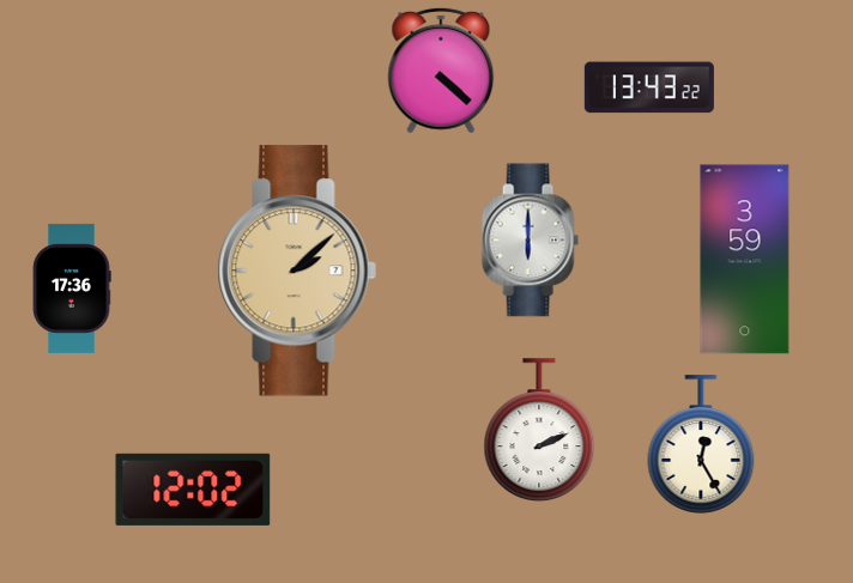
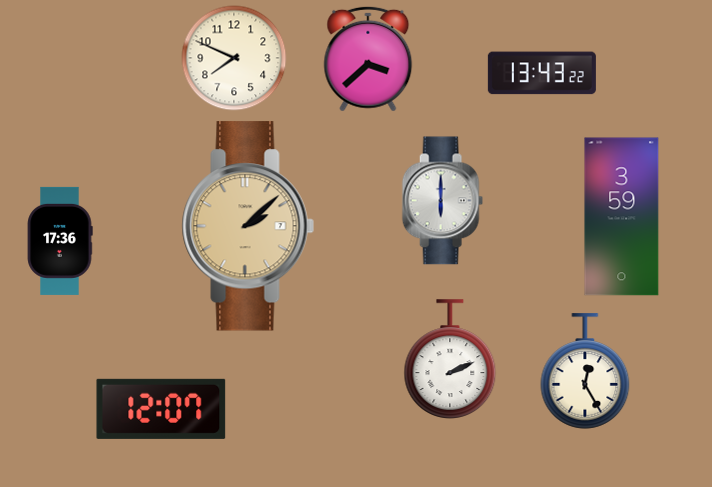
clock at (234, 58): none -> 7:49
clock at (441, 71): 4:22 -> 3:38
clock at (193, 490): 12:02 -> 12:07
